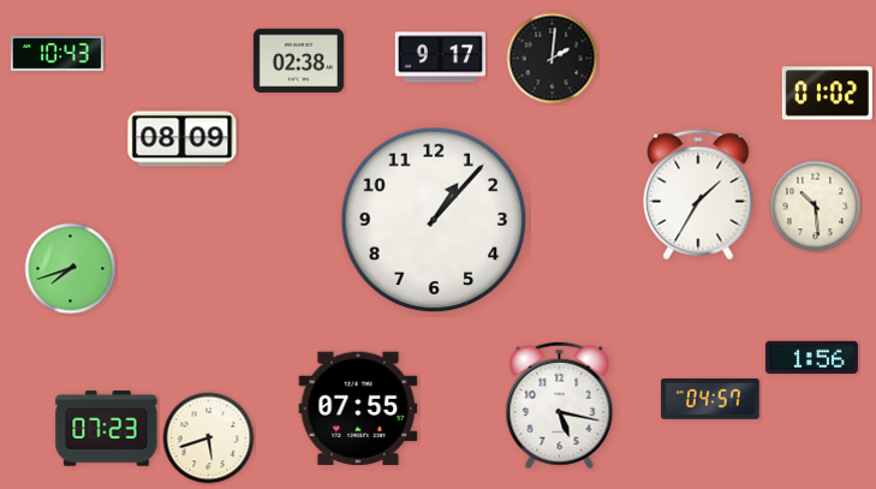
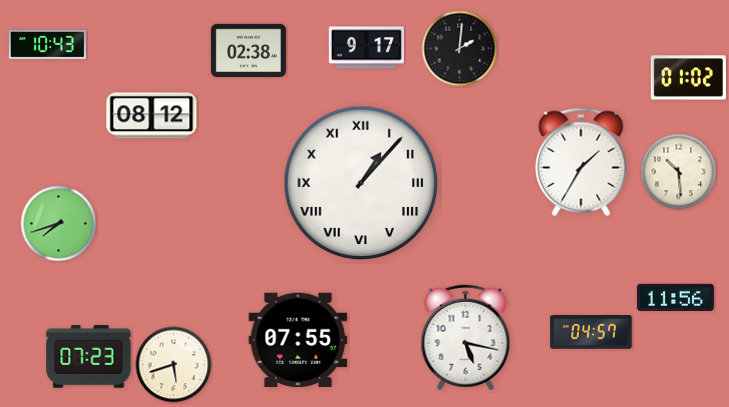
clock at (183, 139): 08:09 -> 08:12
clock at (434, 220) numerals: Arabic -> Roman
clock at (811, 357): 1:56 -> 11:56
